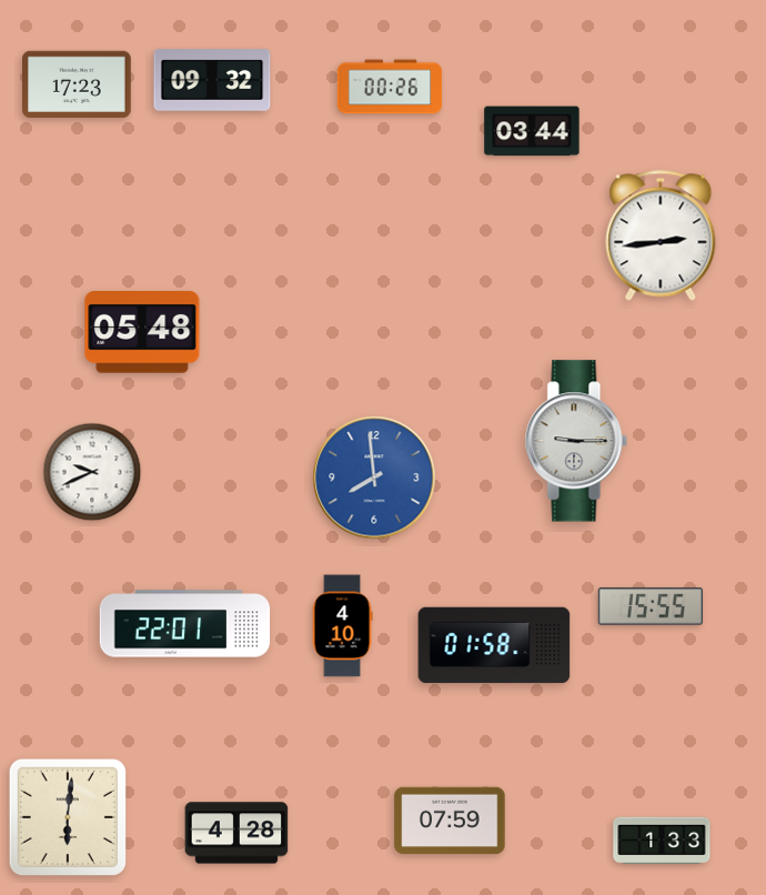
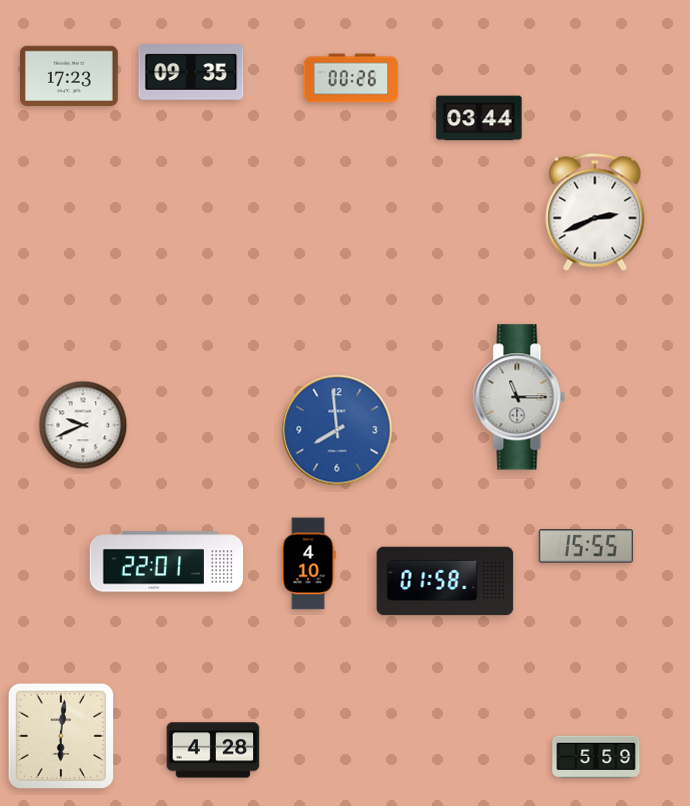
clock at (212, 81): 09:32 -> 09:35
clock at (661, 235): 2:44 -> 2:41
clock at (142, 332): 05:48 -> none
clock at (576, 441): 9:15 -> 11:15
clock at (450, 821): 07:59 -> none
clock at (662, 841): 1:33 -> 5:59
